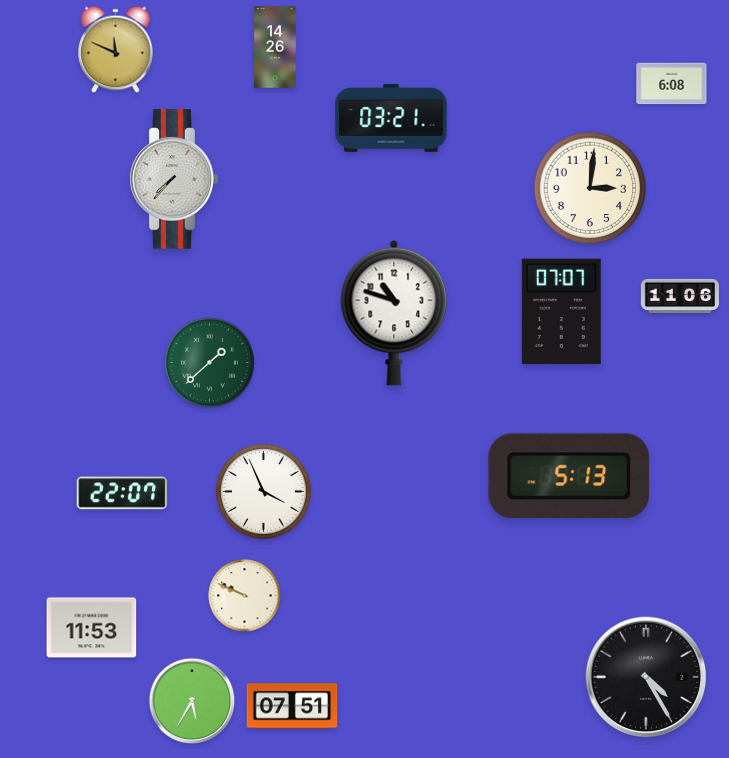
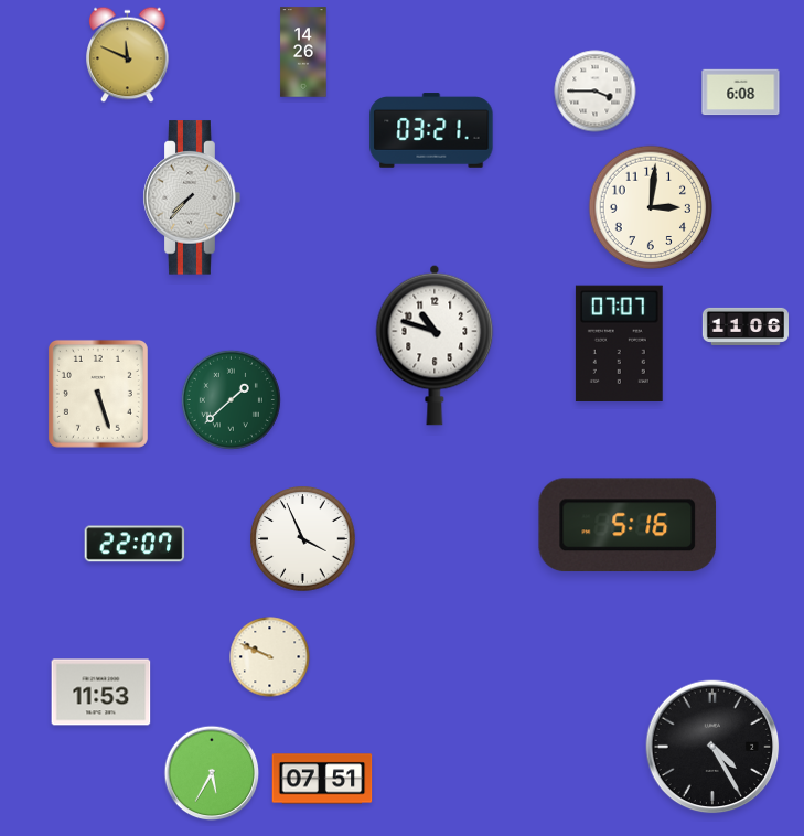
clock at (596, 92): none -> 3:45
clock at (679, 296) position: (679, 296) -> (744, 326)
clock at (98, 394): none -> 5:27
clock at (569, 476): 5:13 -> 5:16
clock at (264, 492) position: (264, 492) -> (303, 539)
